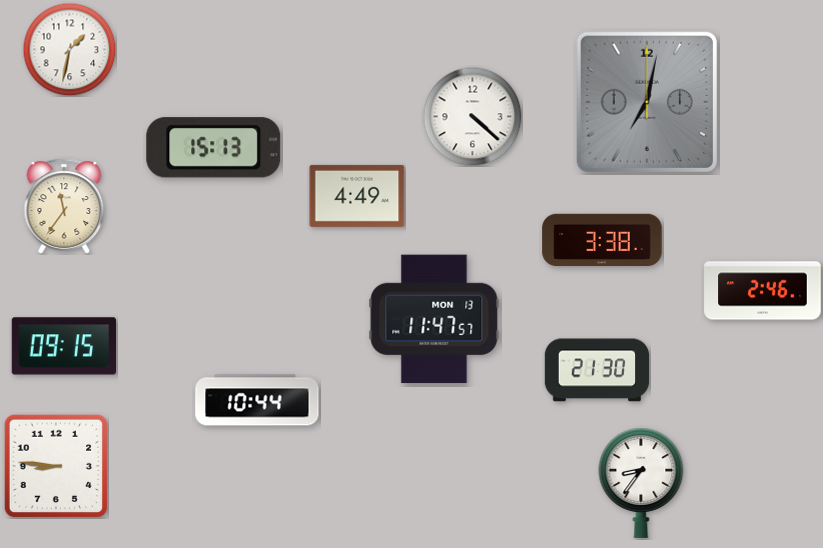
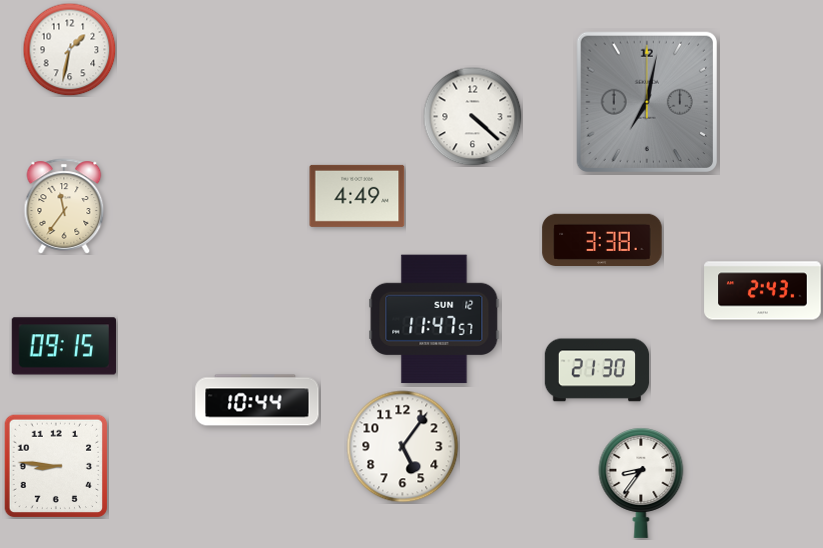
clock at (214, 148): 15:13 -> none
clock at (763, 291): 2:46 -> 2:43
clock at (434, 319) date: MON 13 -> SUN 12
clock at (403, 447): none -> 5:06
